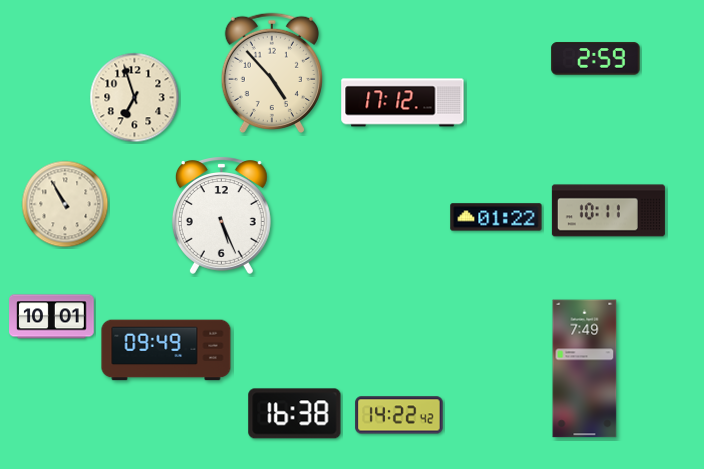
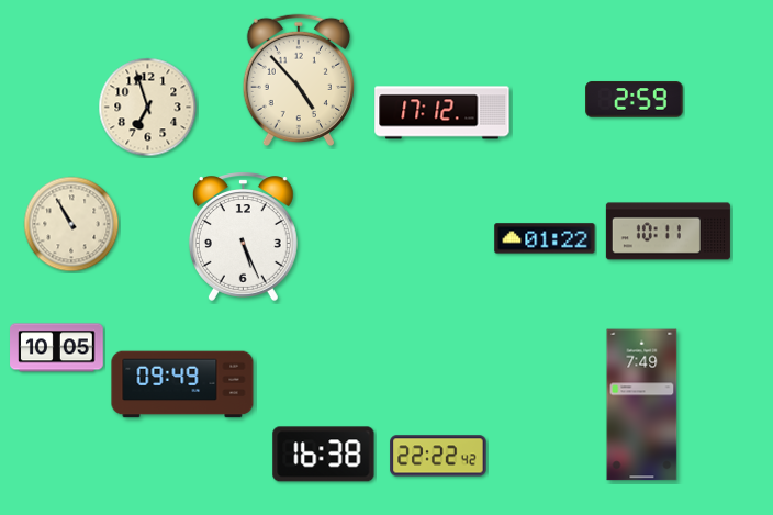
clock at (596, 59) position: (596, 59) -> (635, 100)
clock at (52, 317): 10:01 -> 10:05
clock at (399, 415): 14:22 -> 22:22
